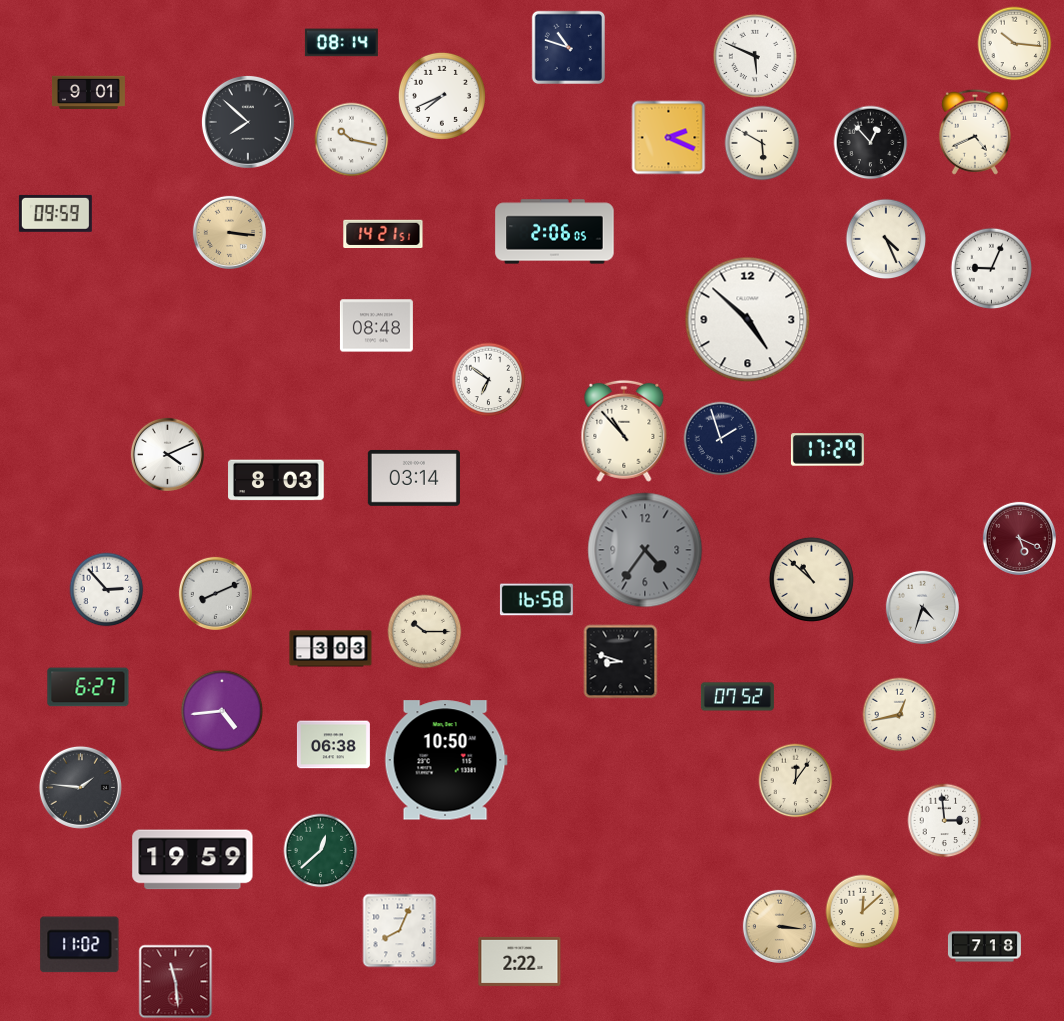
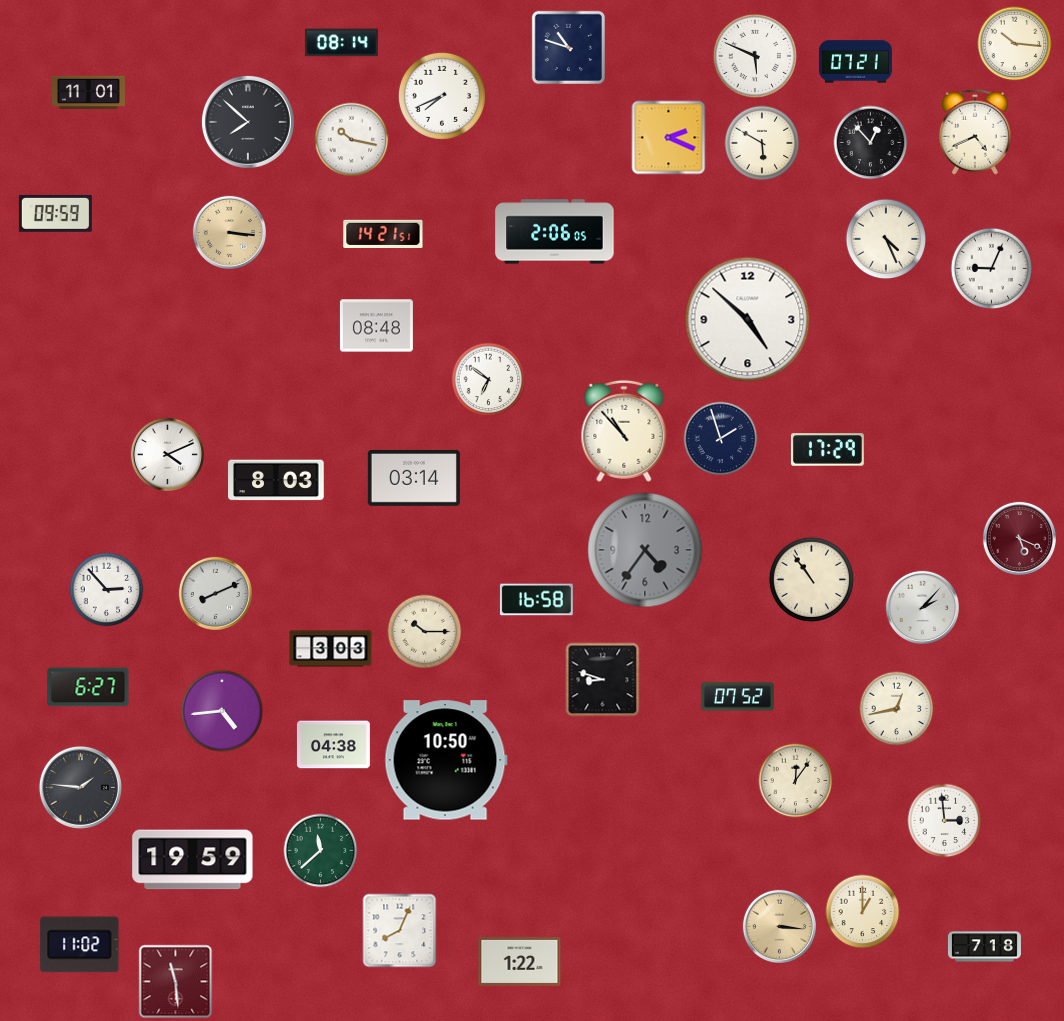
clock at (855, 62): none -> 07:21
clock at (88, 93): 9:01 -> 11:01
clock at (811, 579): 10:52 -> 10:54
clock at (922, 607): 4:33 -> 2:07
clock at (621, 662) position: (621, 662) -> (603, 680)
clock at (900, 715) position: (900, 715) -> (897, 709)
clock at (333, 745): 06:38 -> 04:38
clock at (321, 851): 12:38 -> 11:38
clock at (863, 912): 12:08 -> 1:00
clock at (520, 961): 2:22 -> 1:22
